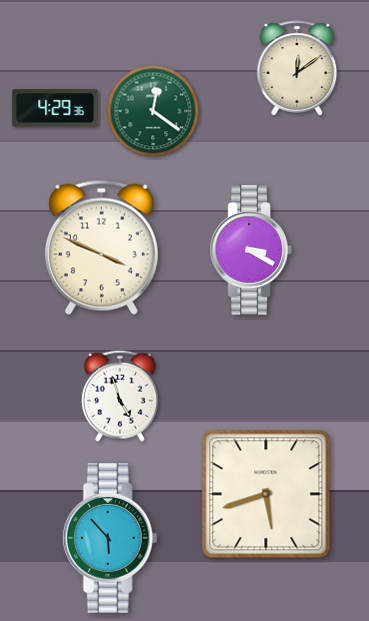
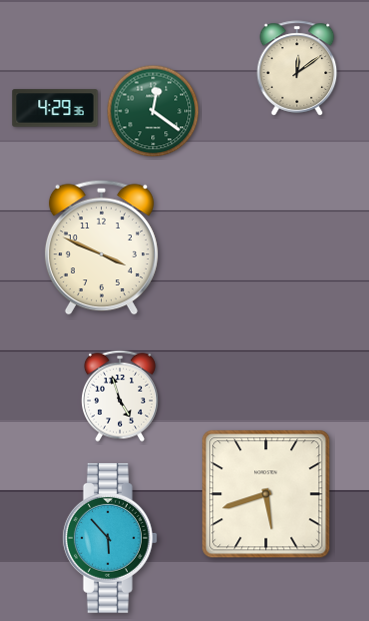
clock at (251, 250): 3:20 -> none
